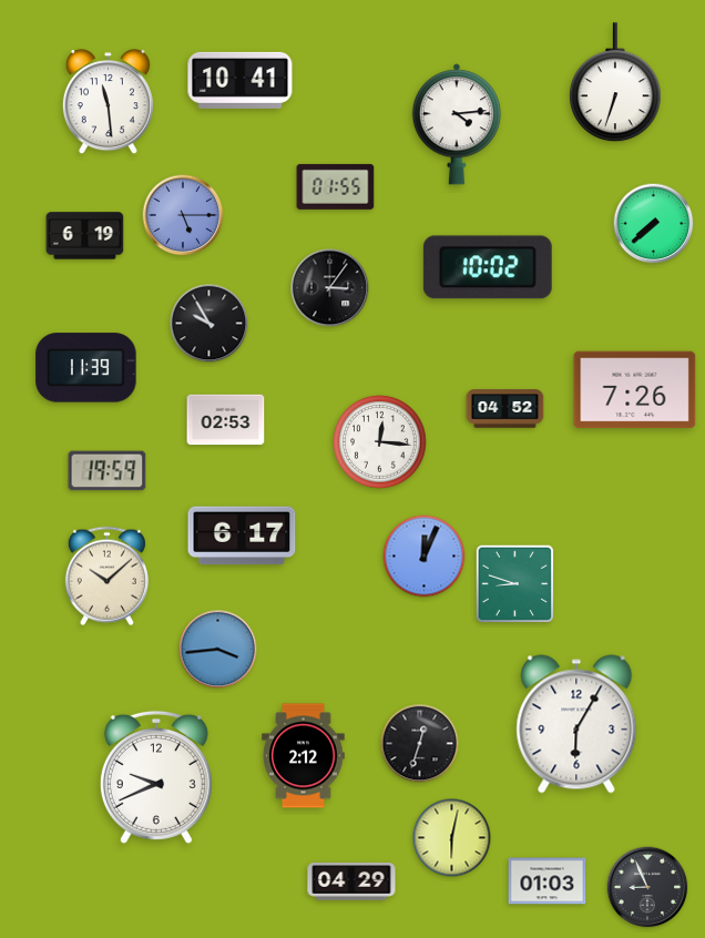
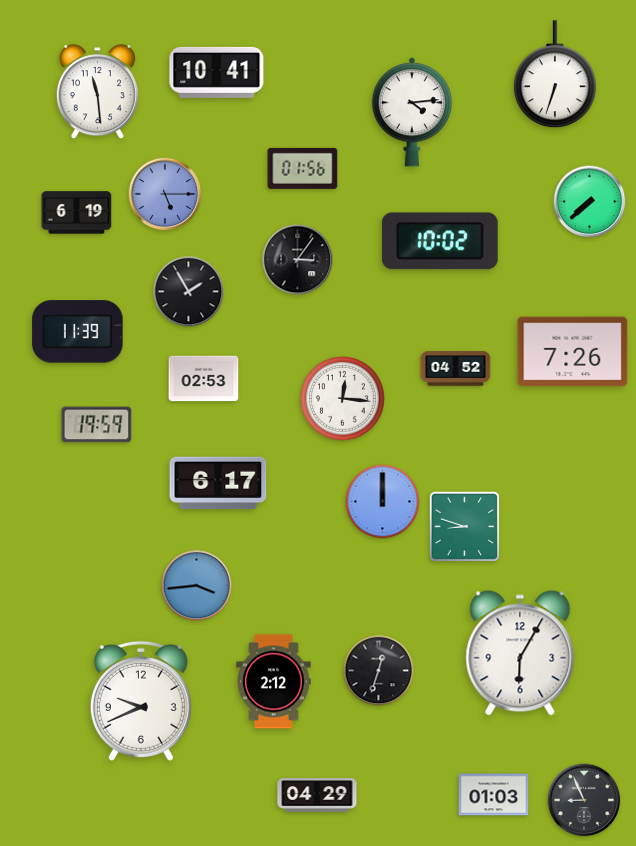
clock at (336, 186): 01:55 -> 01:56
clock at (210, 324): 9:55 -> 1:55
clock at (425, 557): 12:04 -> 12:00
clock at (106, 577): 10:08 -> none
clock at (452, 838): 6:02 -> none
